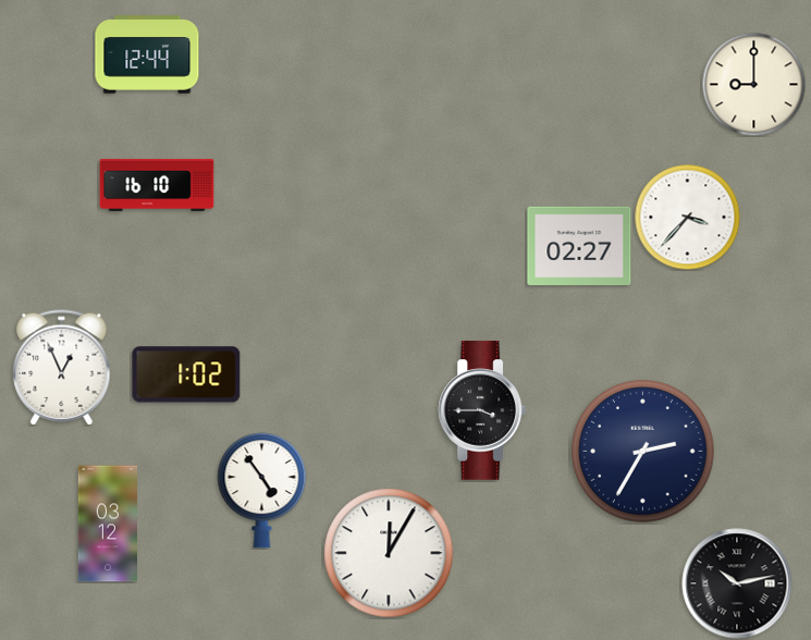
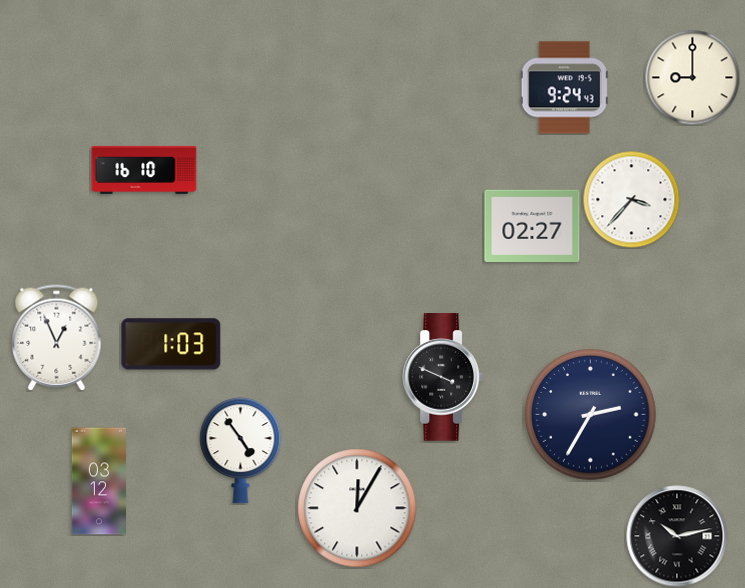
clock at (147, 54): 12:44 -> none
clock at (564, 88): none -> 9:24
clock at (186, 374): 1:02 -> 1:03
clock at (482, 410): 3:45 -> 3:49
